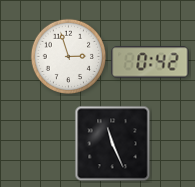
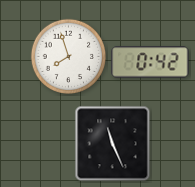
clock at (68, 56): 2:57 -> 7:57
